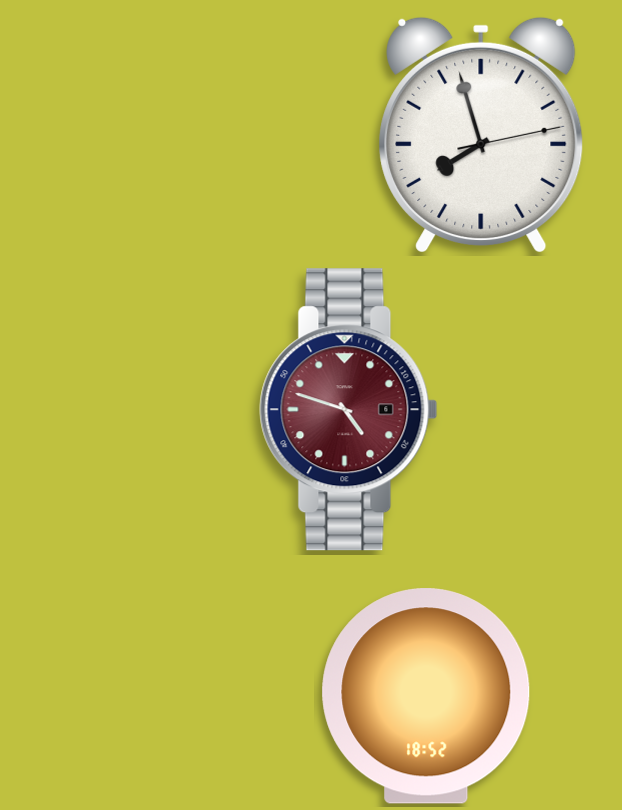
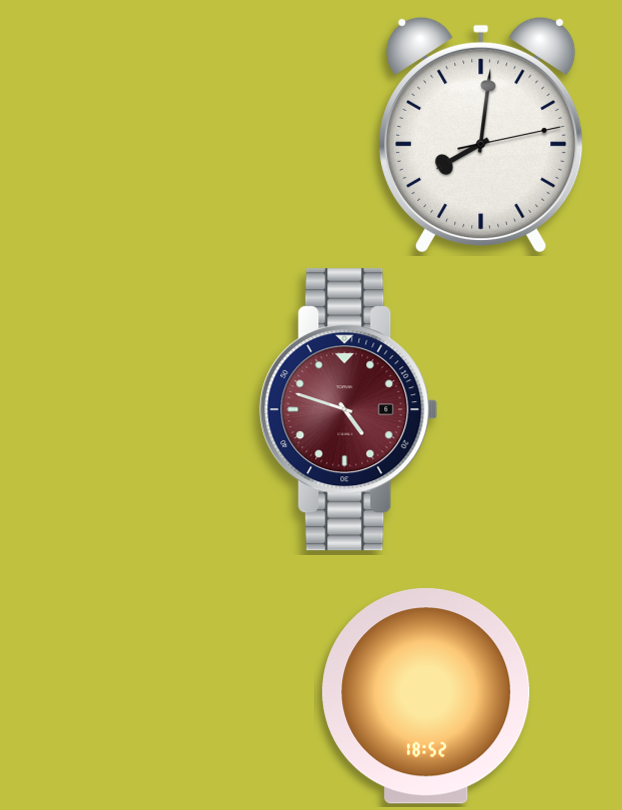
clock at (481, 134): 7:57 -> 8:01
